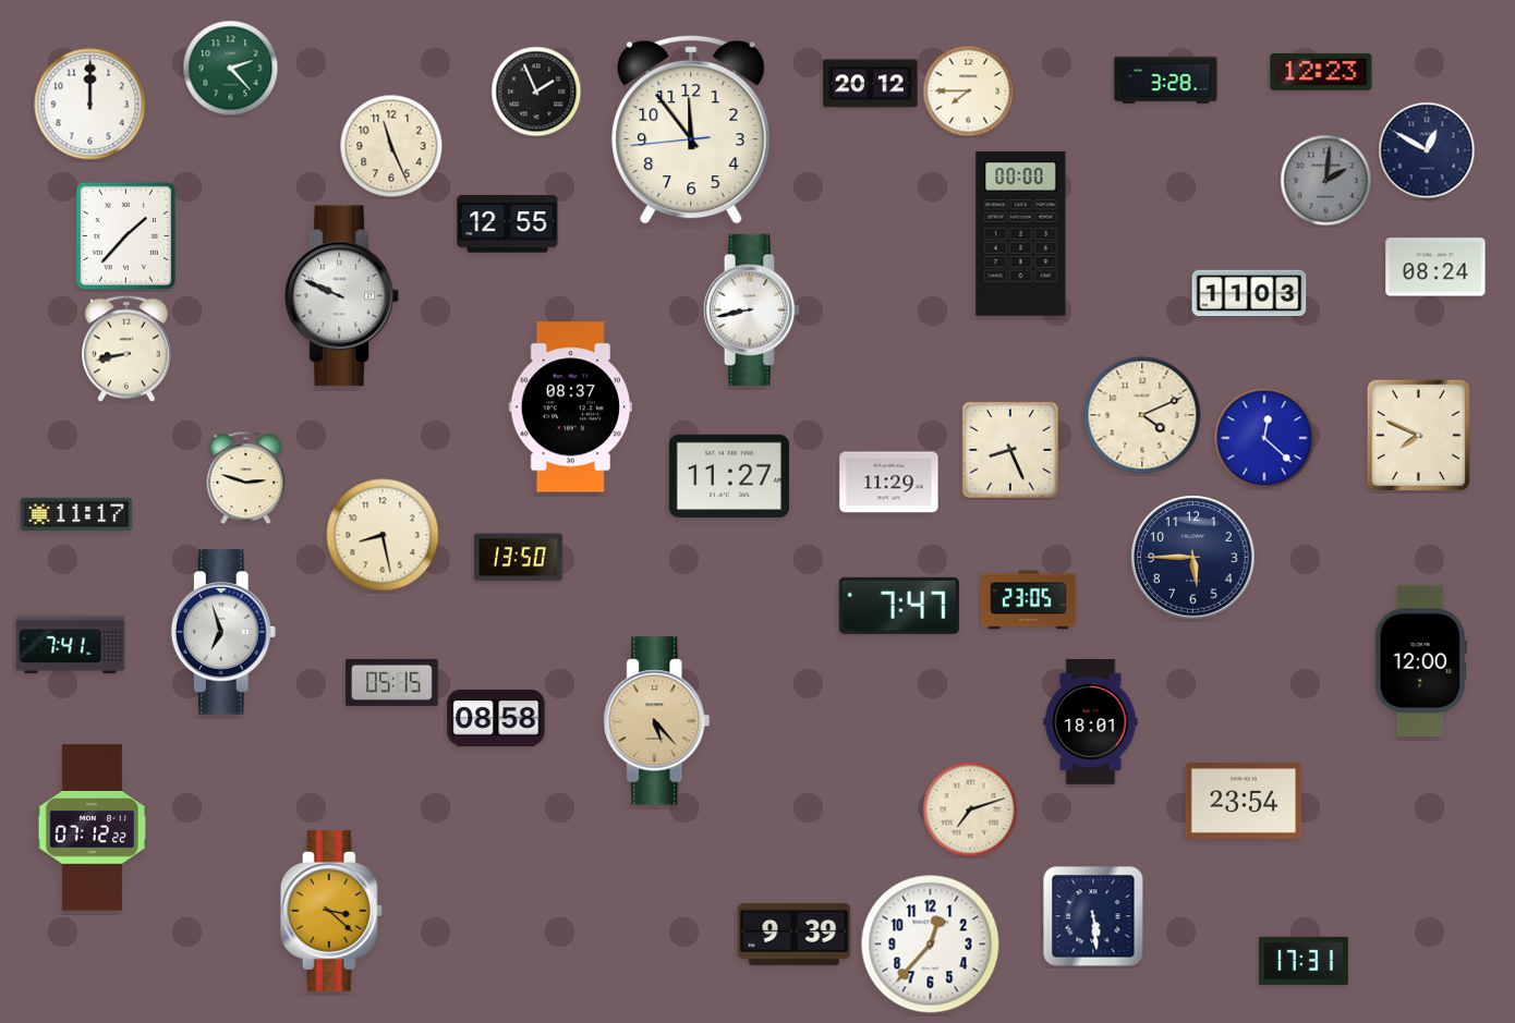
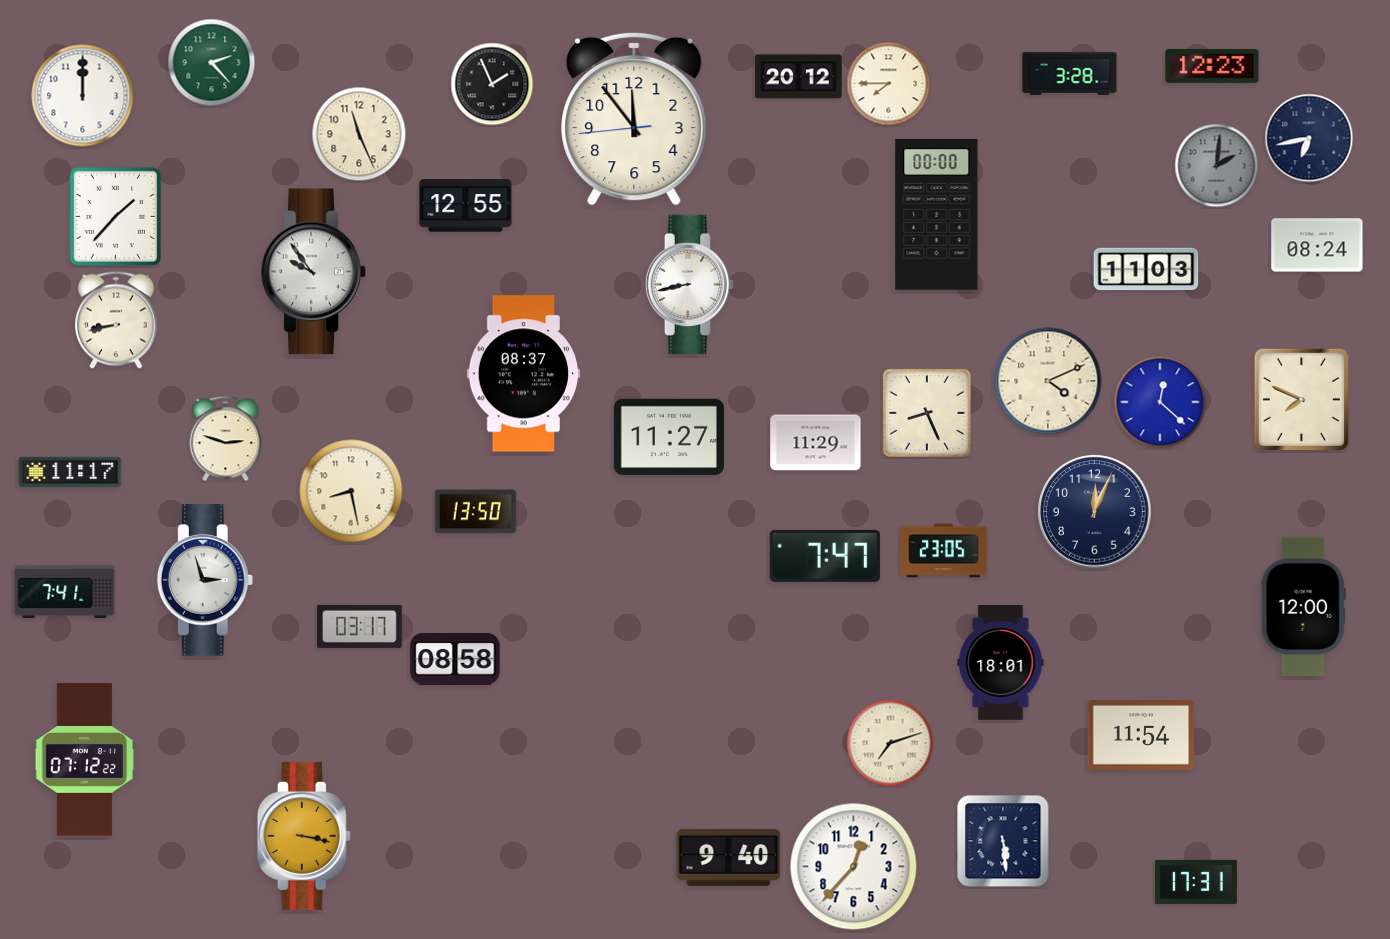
clock at (1427, 150): 12:50 -> 6:43
clock at (342, 296): 9:49 -> 9:54
clock at (1193, 558): 5:45 -> 12:04
clock at (223, 632): 6:57 -> 2:57
clock at (392, 682): 05:15 -> 03:17
clock at (657, 721): 5:23 -> none
clock at (1244, 802): 23:54 -> 11:54
clock at (331, 911): 3:22 -> 3:17
clock at (795, 934): 9:39 -> 9:40
